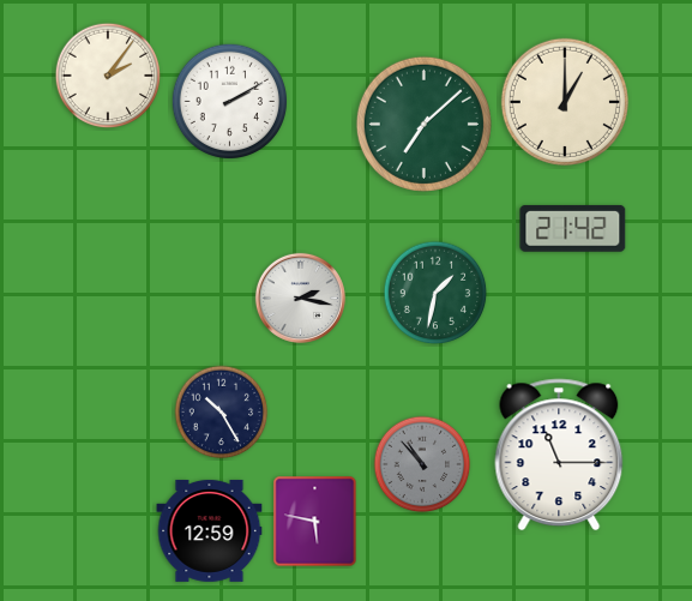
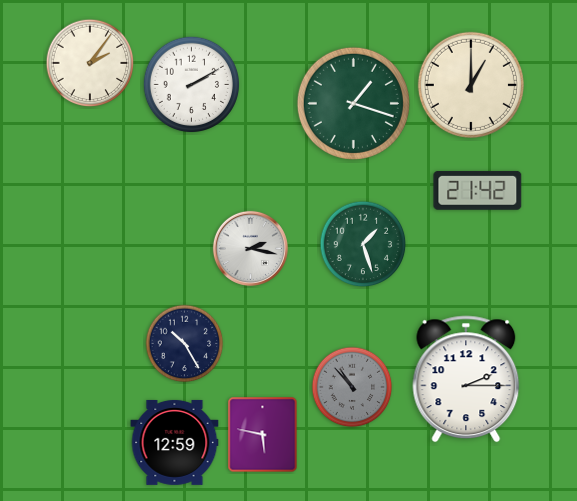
clock at (423, 124): 7:08 -> 1:18
clock at (435, 293): 1:32 -> 1:27
clock at (559, 455): 11:15 -> 2:15
